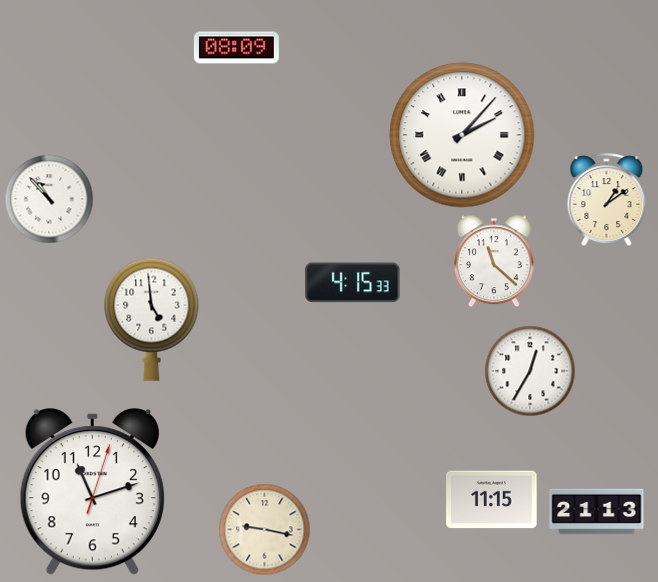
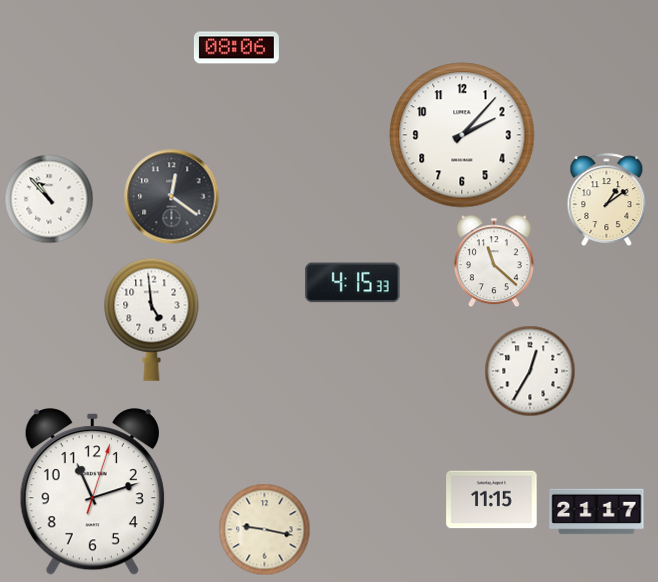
clock at (236, 48): 08:09 -> 08:06
clock at (462, 135) numerals: Roman -> Arabic
clock at (172, 197): none -> 12:21
clock at (597, 512): 21:13 -> 21:17
